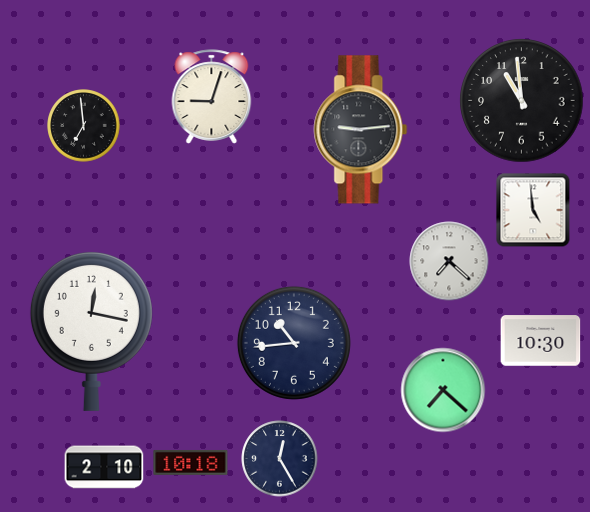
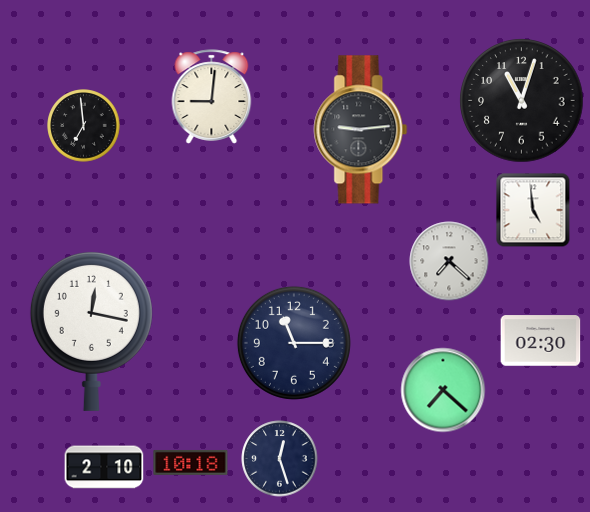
clock at (212, 97): 9:03 -> 9:01
clock at (522, 101): 10:59 -> 11:03
clock at (541, 341): 10:30 -> 02:30
clock at (294, 343): 10:44 -> 11:15
clock at (280, 459): 12:25 -> 12:27
